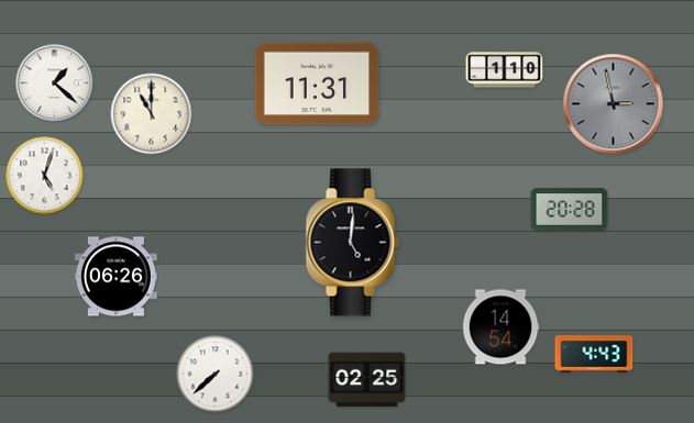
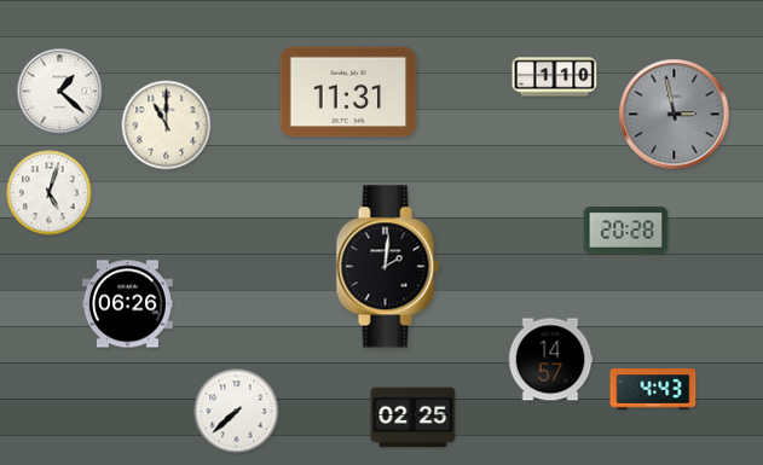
clock at (352, 243): 5:01 -> 2:01
clock at (500, 327): 14:54 -> 14:57
clock at (367, 380) position: (367, 380) -> (414, 418)
